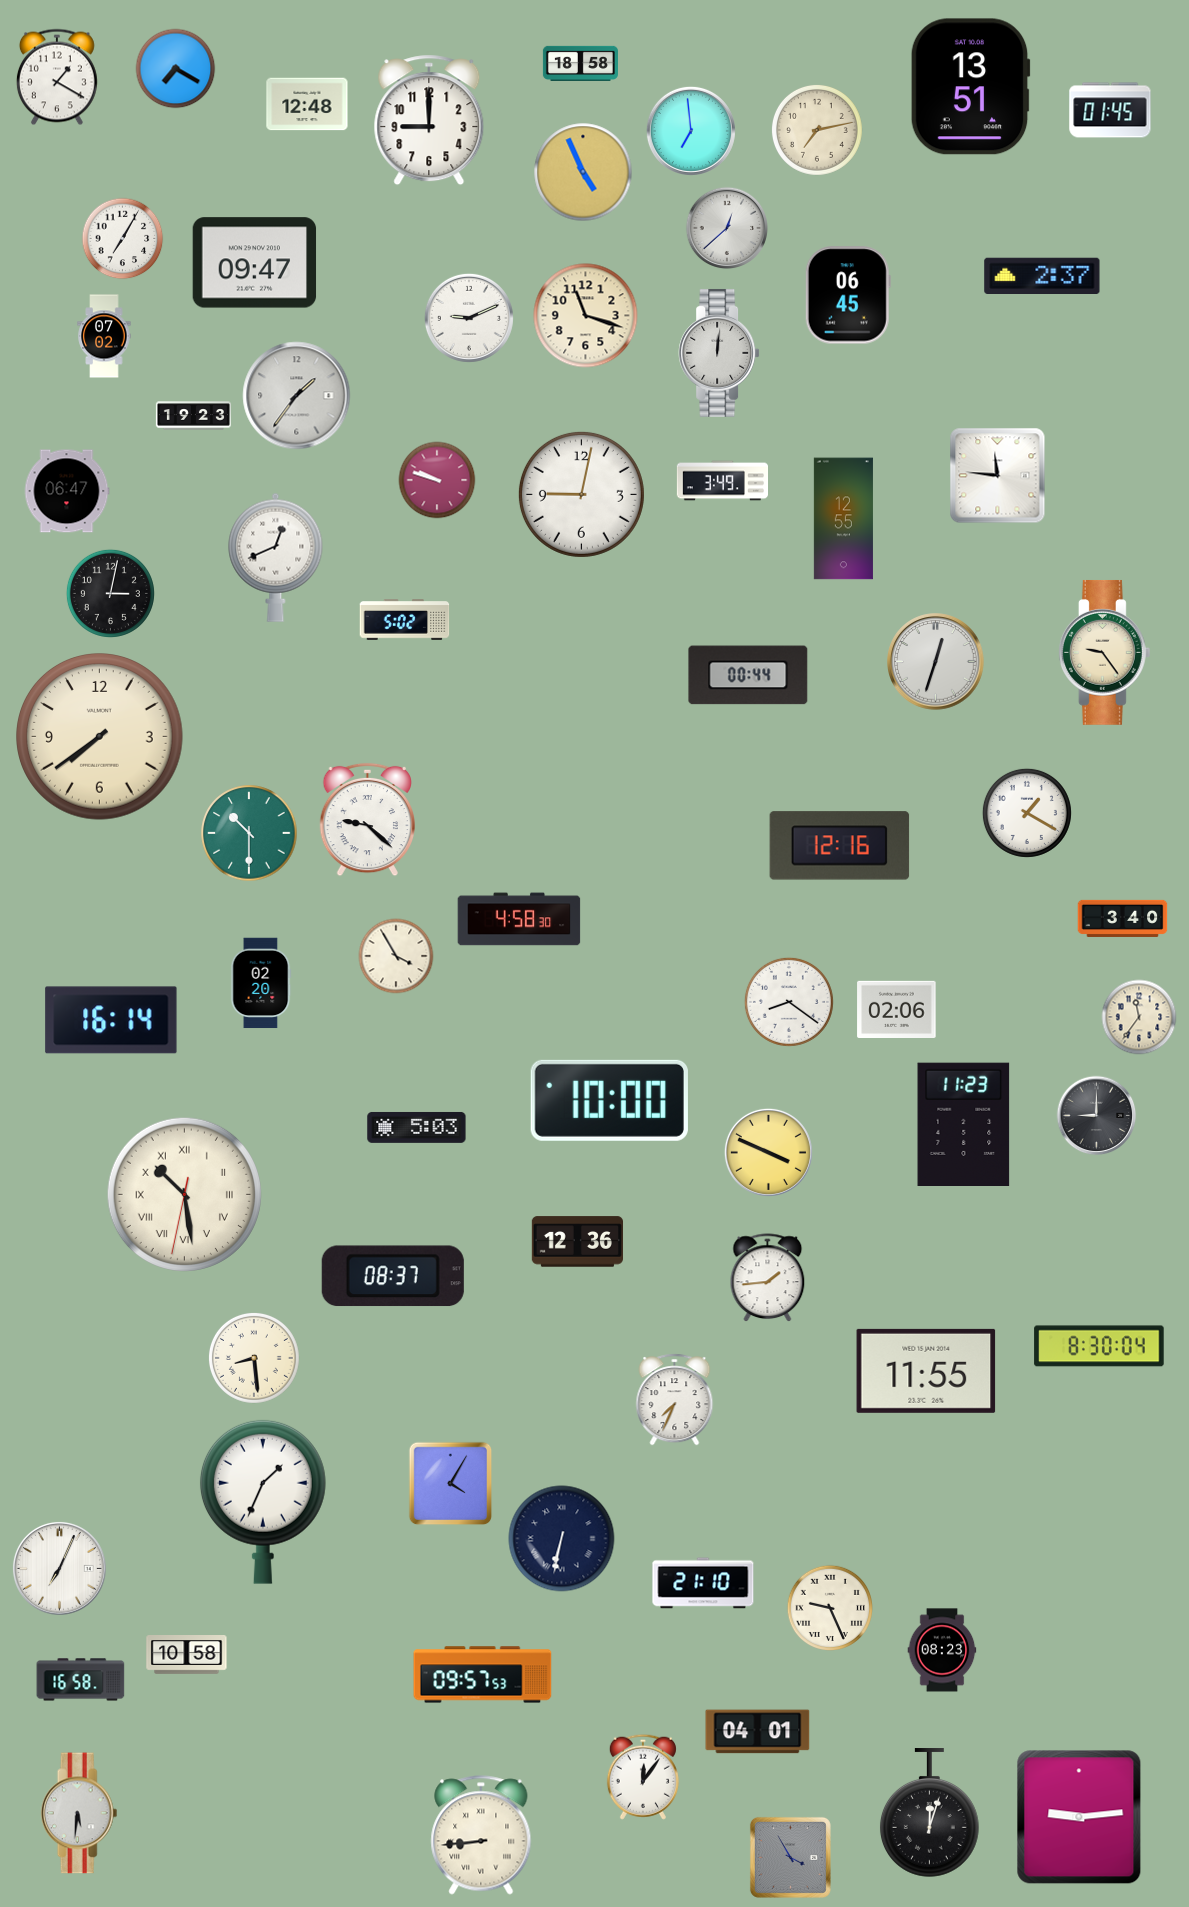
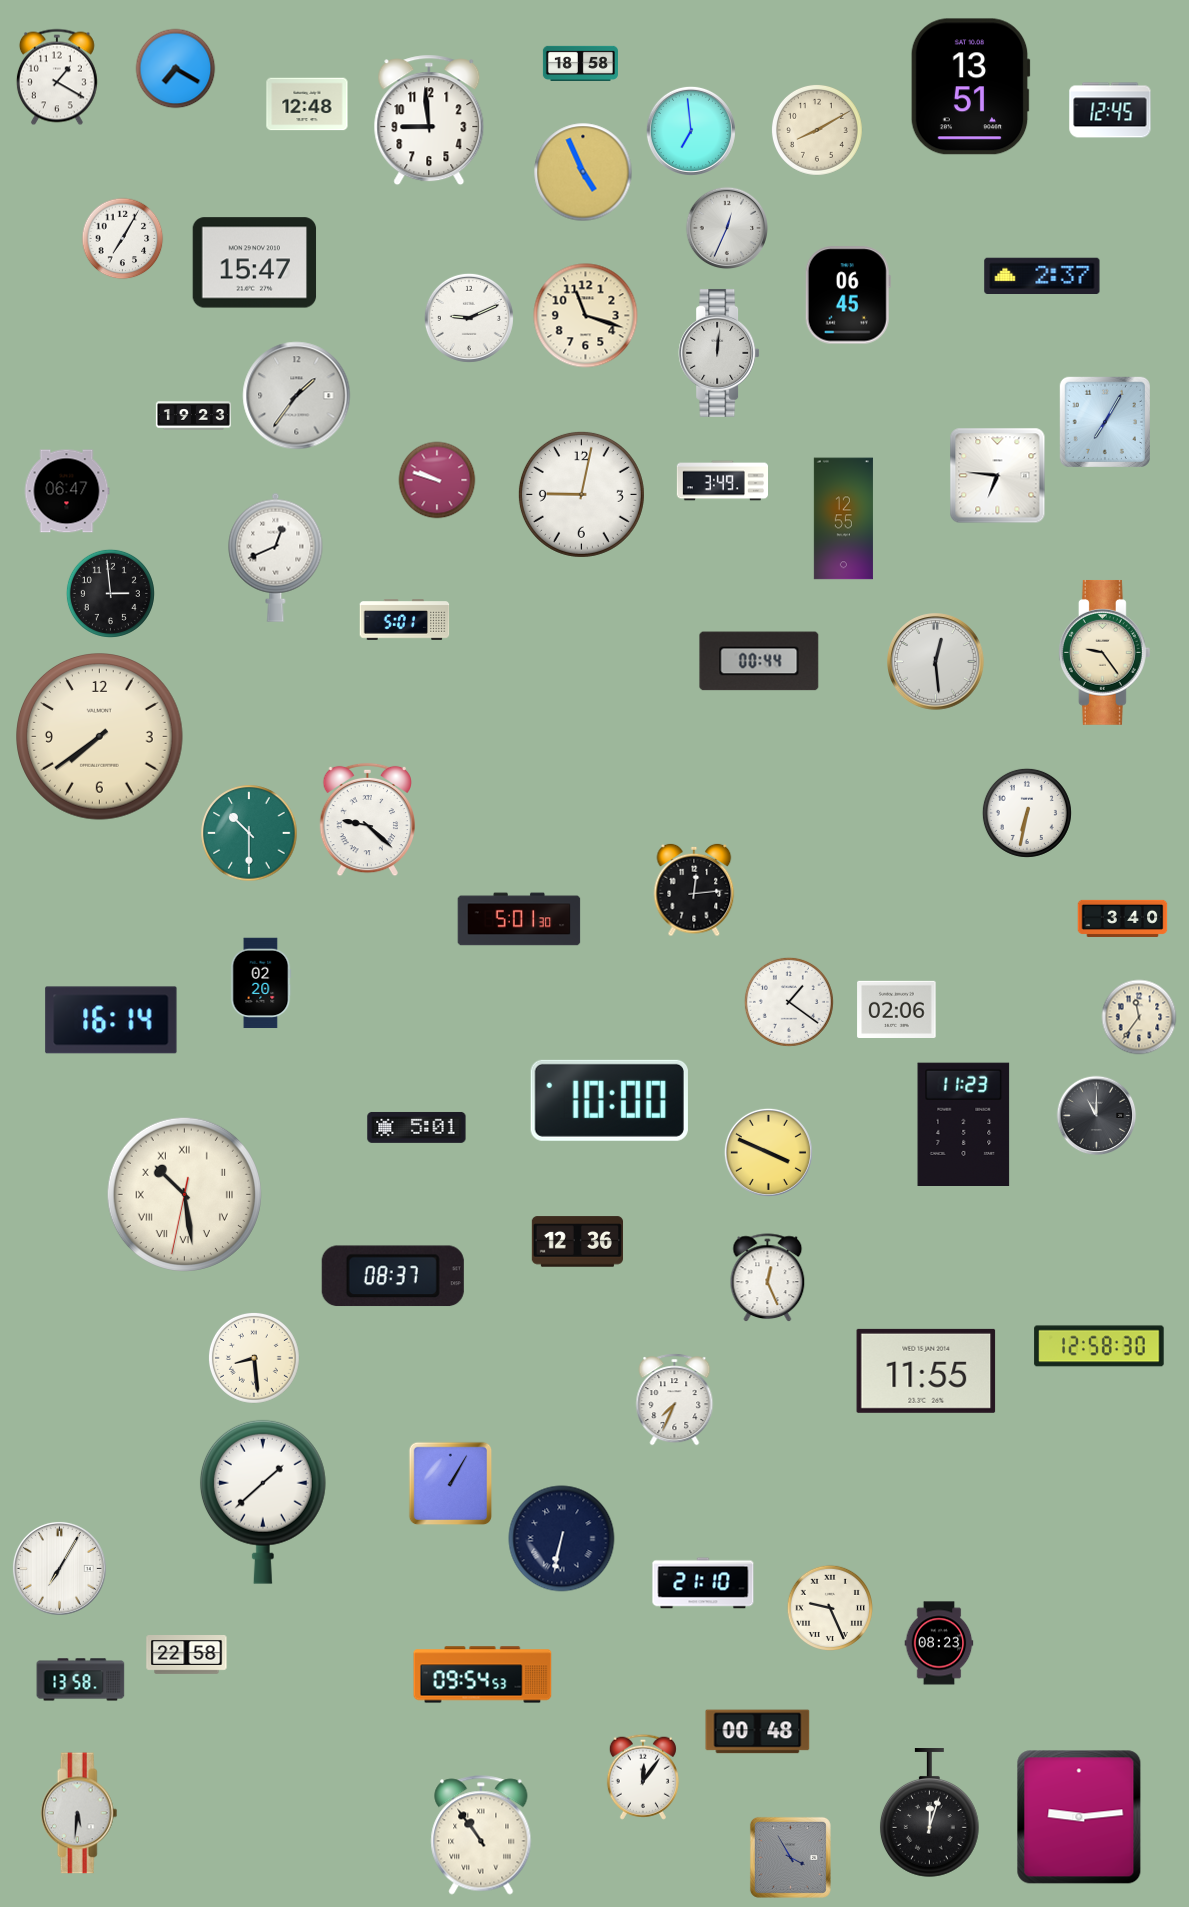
clock at (1110, 110): 01:45 -> 12:45
clock at (429, 120): 9:00 -> 8:59
clock at (817, 130): 7:13 -> 8:10
clock at (727, 228): 12:38 -> 12:34
clock at (255, 263): 09:47 -> 15:47
clock at (104, 336): 07:02 -> none
clock at (1105, 422): none -> 7:05
clock at (998, 476): 11:46 -> 6:46
clock at (110, 593): 3:02 -> 2:59
clock at (405, 620): 5:02 -> 5:01
clock at (936, 662): 12:33 -> 12:29
clock at (748, 675) position: (748, 675) -> (759, 661)
clock at (1027, 813): 1:20 -> 6:32
clock at (840, 846): 12:16 -> none
clock at (694, 890): none -> 12:14
clock at (519, 919): 4:58 -> 5:01
clock at (396, 956): 3:55 -> none
clock at (789, 1002): 8:21 -> 1:21
clock at (1097, 1116): 9:00 -> 11:00
clock at (417, 1127): 5:03 -> 5:01
clock at (768, 1278): 1:44 -> 12:26
clock at (1099, 1346): 8:30 -> 12:58
clock at (451, 1484): 4:05 -> 1:05
clock at (263, 1502): 1:34 -> 1:38
clock at (60, 1569): 7:04 -> 7:05
clock at (942, 1650) position: (942, 1650) -> (939, 1643)
clock at (187, 1655): 10:58 -> 22:58
clock at (483, 1675): 09:57 -> 09:54
clock at (81, 1680): 16:58 -> 13:58
clock at (758, 1732): 04:01 -> 00:48
clock at (481, 1835): 8:44 -> 10:54
